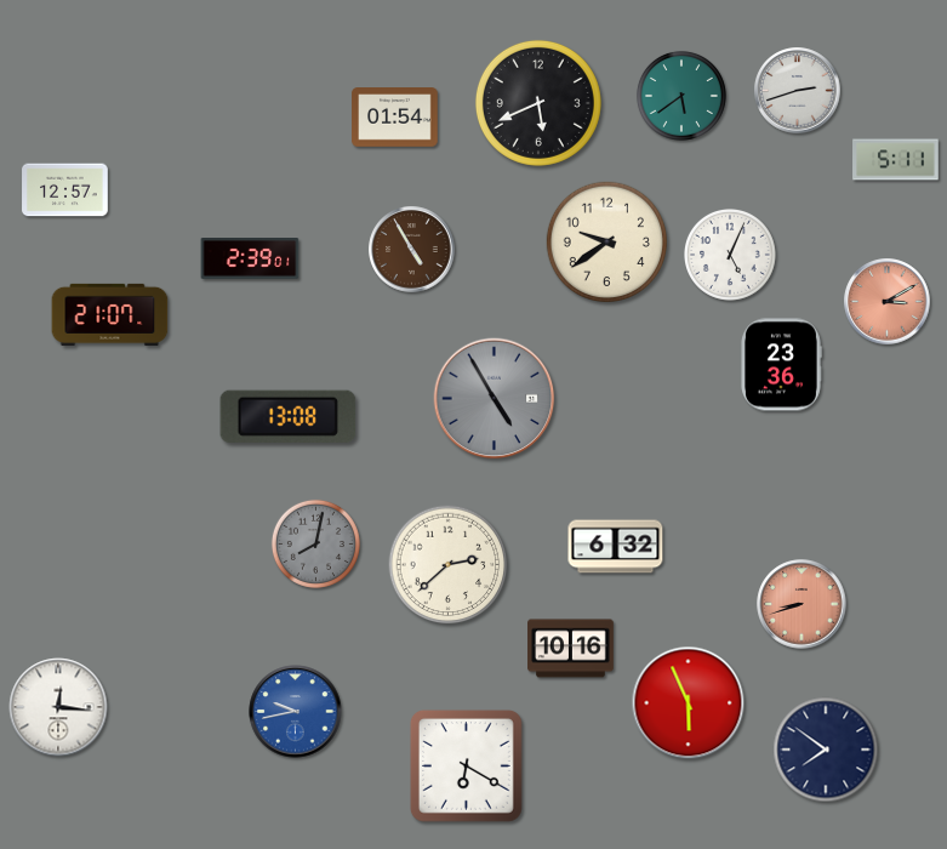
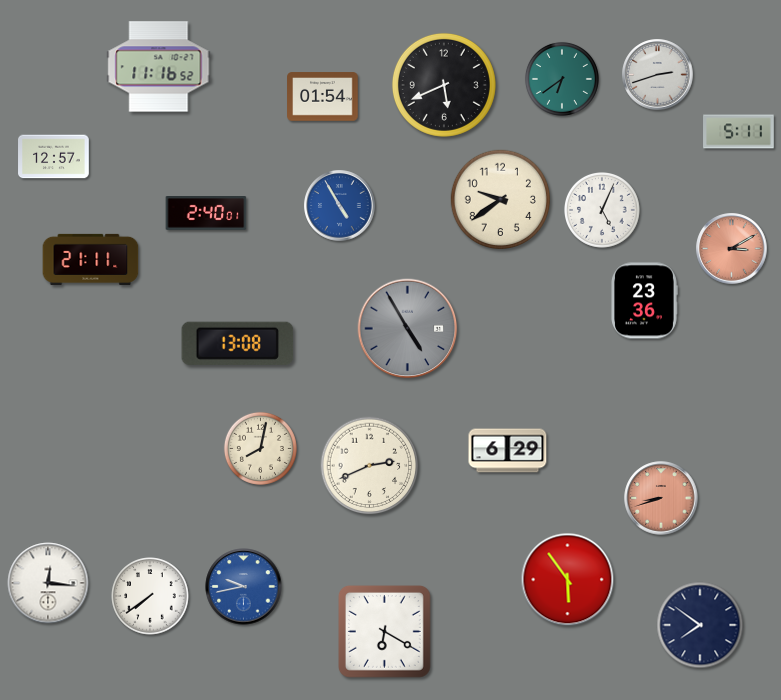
clock at (159, 67): none -> 11:16
clock at (681, 96): 5:39 -> 6:39
clock at (395, 118) position: (395, 118) -> (323, 97)
clock at (412, 250) dial: brown -> blue
clock at (250, 260): 2:39 -> 2:40
clock at (110, 314): 21:07 -> 21:11
clock at (315, 543) dial: grey -> cream
clock at (616, 547): 6:32 -> 6:29
clock at (449, 565): 2:38 -> 2:41
clock at (571, 649): 10:16 -> none
clock at (689, 703): 5:56 -> 5:54
clock at (150, 596): none -> 7:39
clock at (826, 750) position: (826, 750) -> (700, 625)
